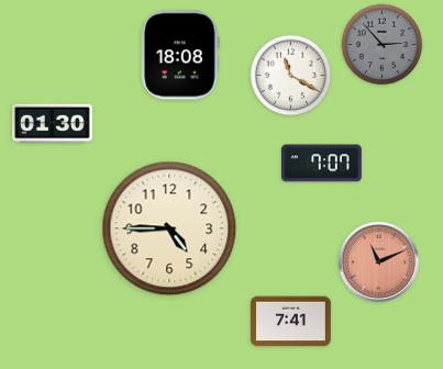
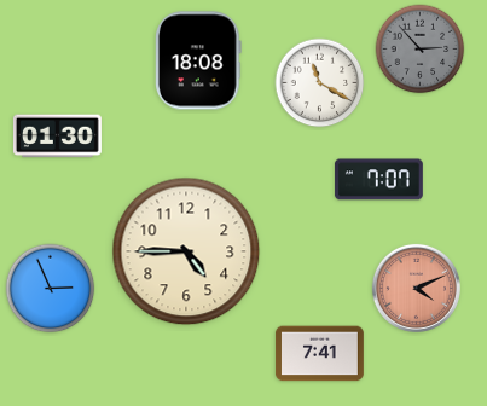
clock at (321, 164) position: (321, 164) -> (378, 180)
clock at (378, 261): 11:11 -> 4:11
clock at (51, 289): none -> 2:56
